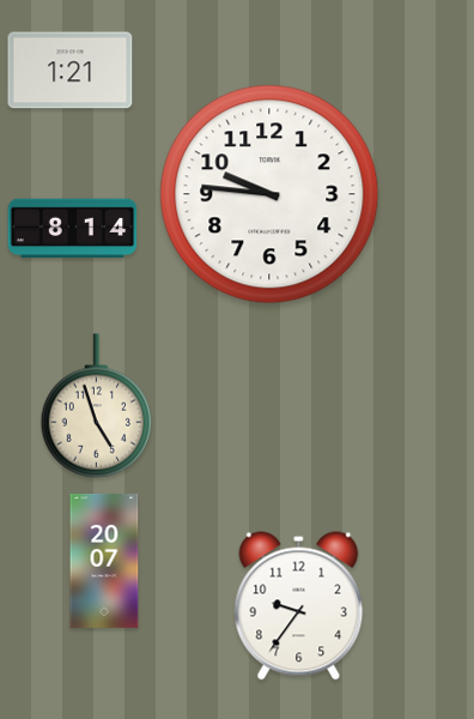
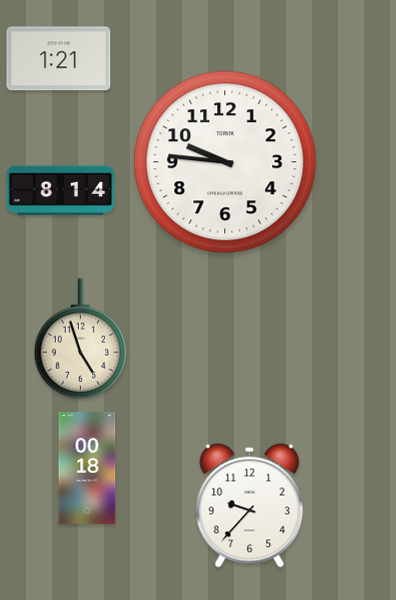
clock at (104, 561): 20:07 -> 00:18
clock at (299, 606): 9:36 -> 9:37
